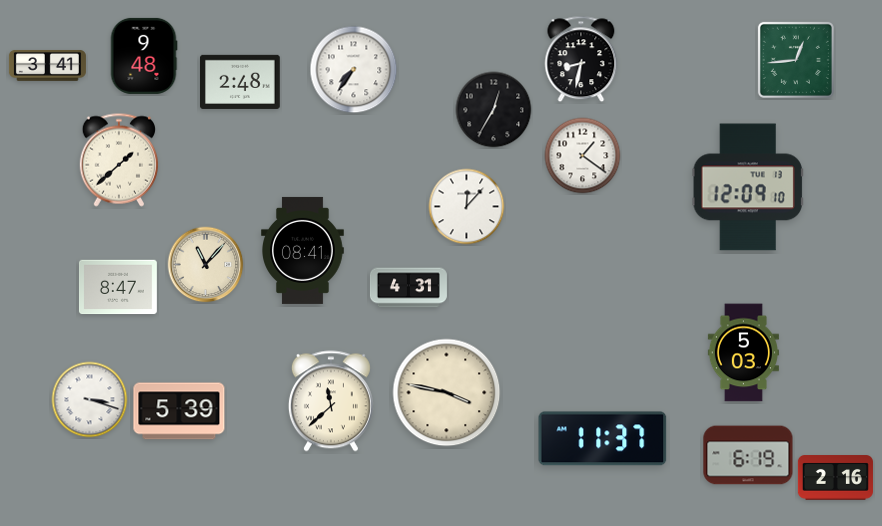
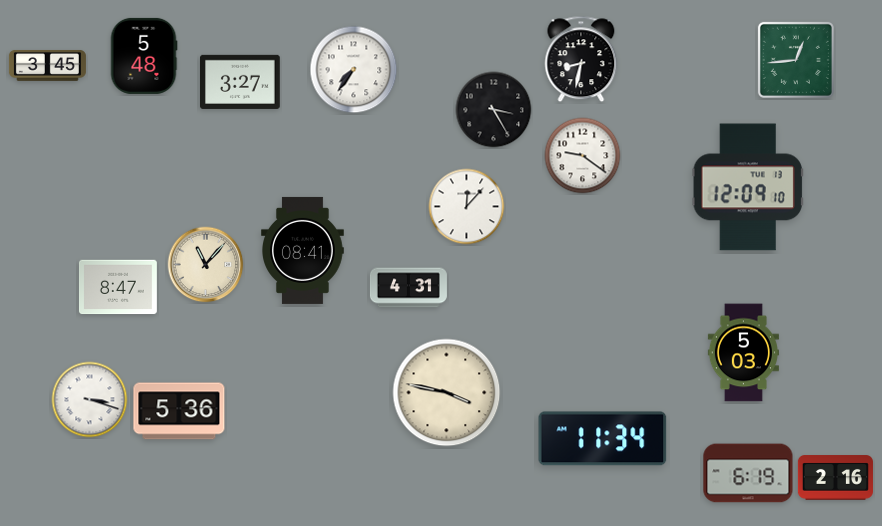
clock at (144, 56): 9:48 -> 5:48
clock at (47, 65): 3:41 -> 3:45
clock at (240, 82): 2:48 -> 3:27
clock at (494, 110): 12:35 -> 3:25
clock at (583, 156): 1:21 -> 9:21
clock at (118, 160): 1:38 -> none
clock at (331, 401): 11:38 -> none
clock at (179, 411): 5:39 -> 5:36
clock at (603, 439): 11:37 -> 11:34
clock at (748, 455) position: (748, 455) -> (748, 473)
